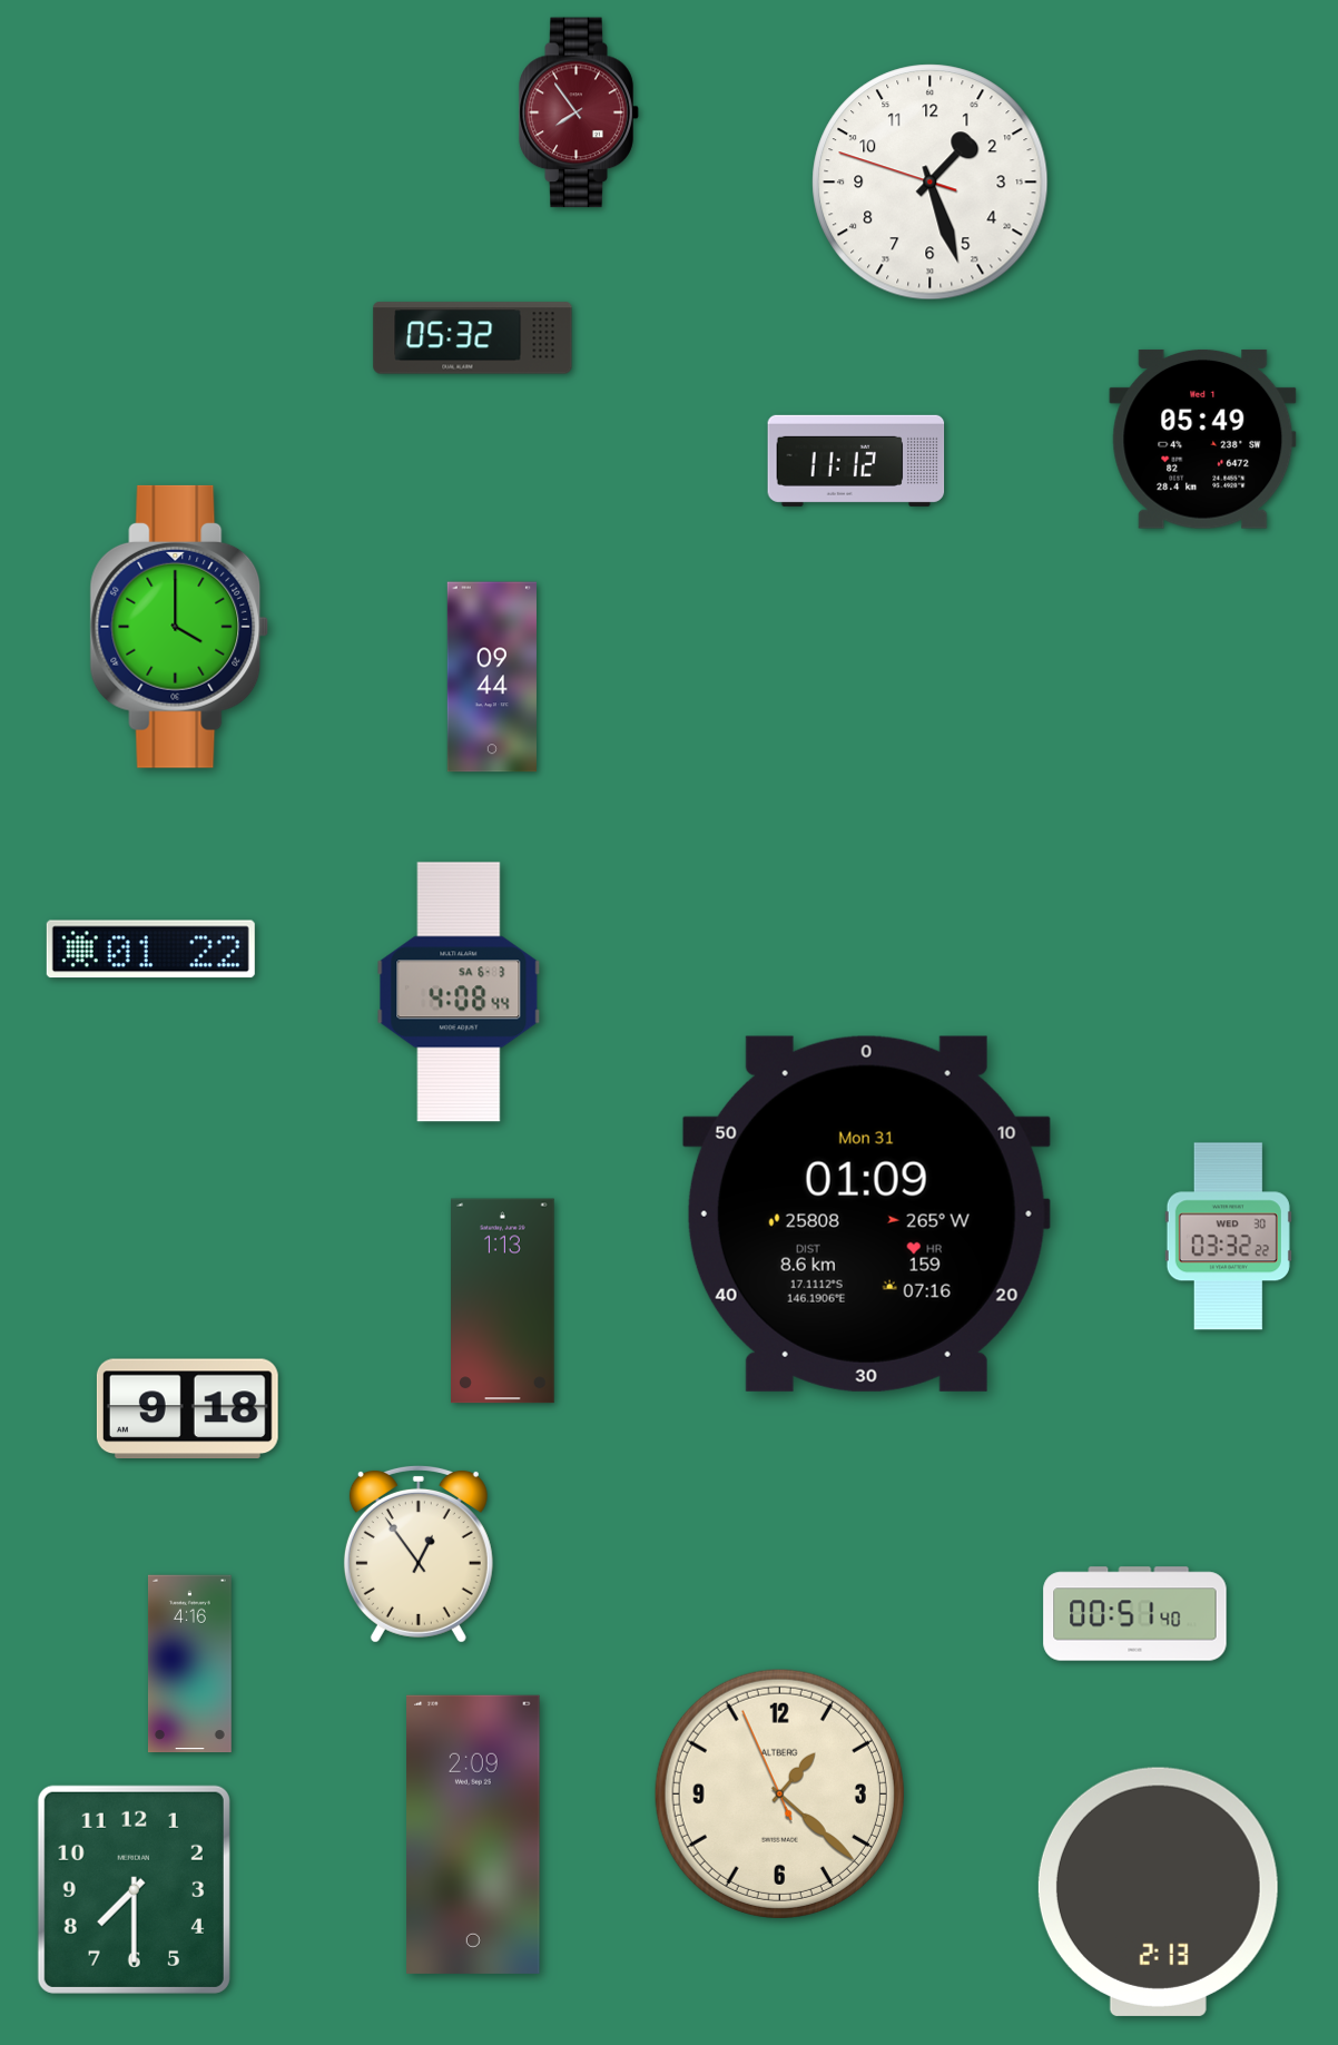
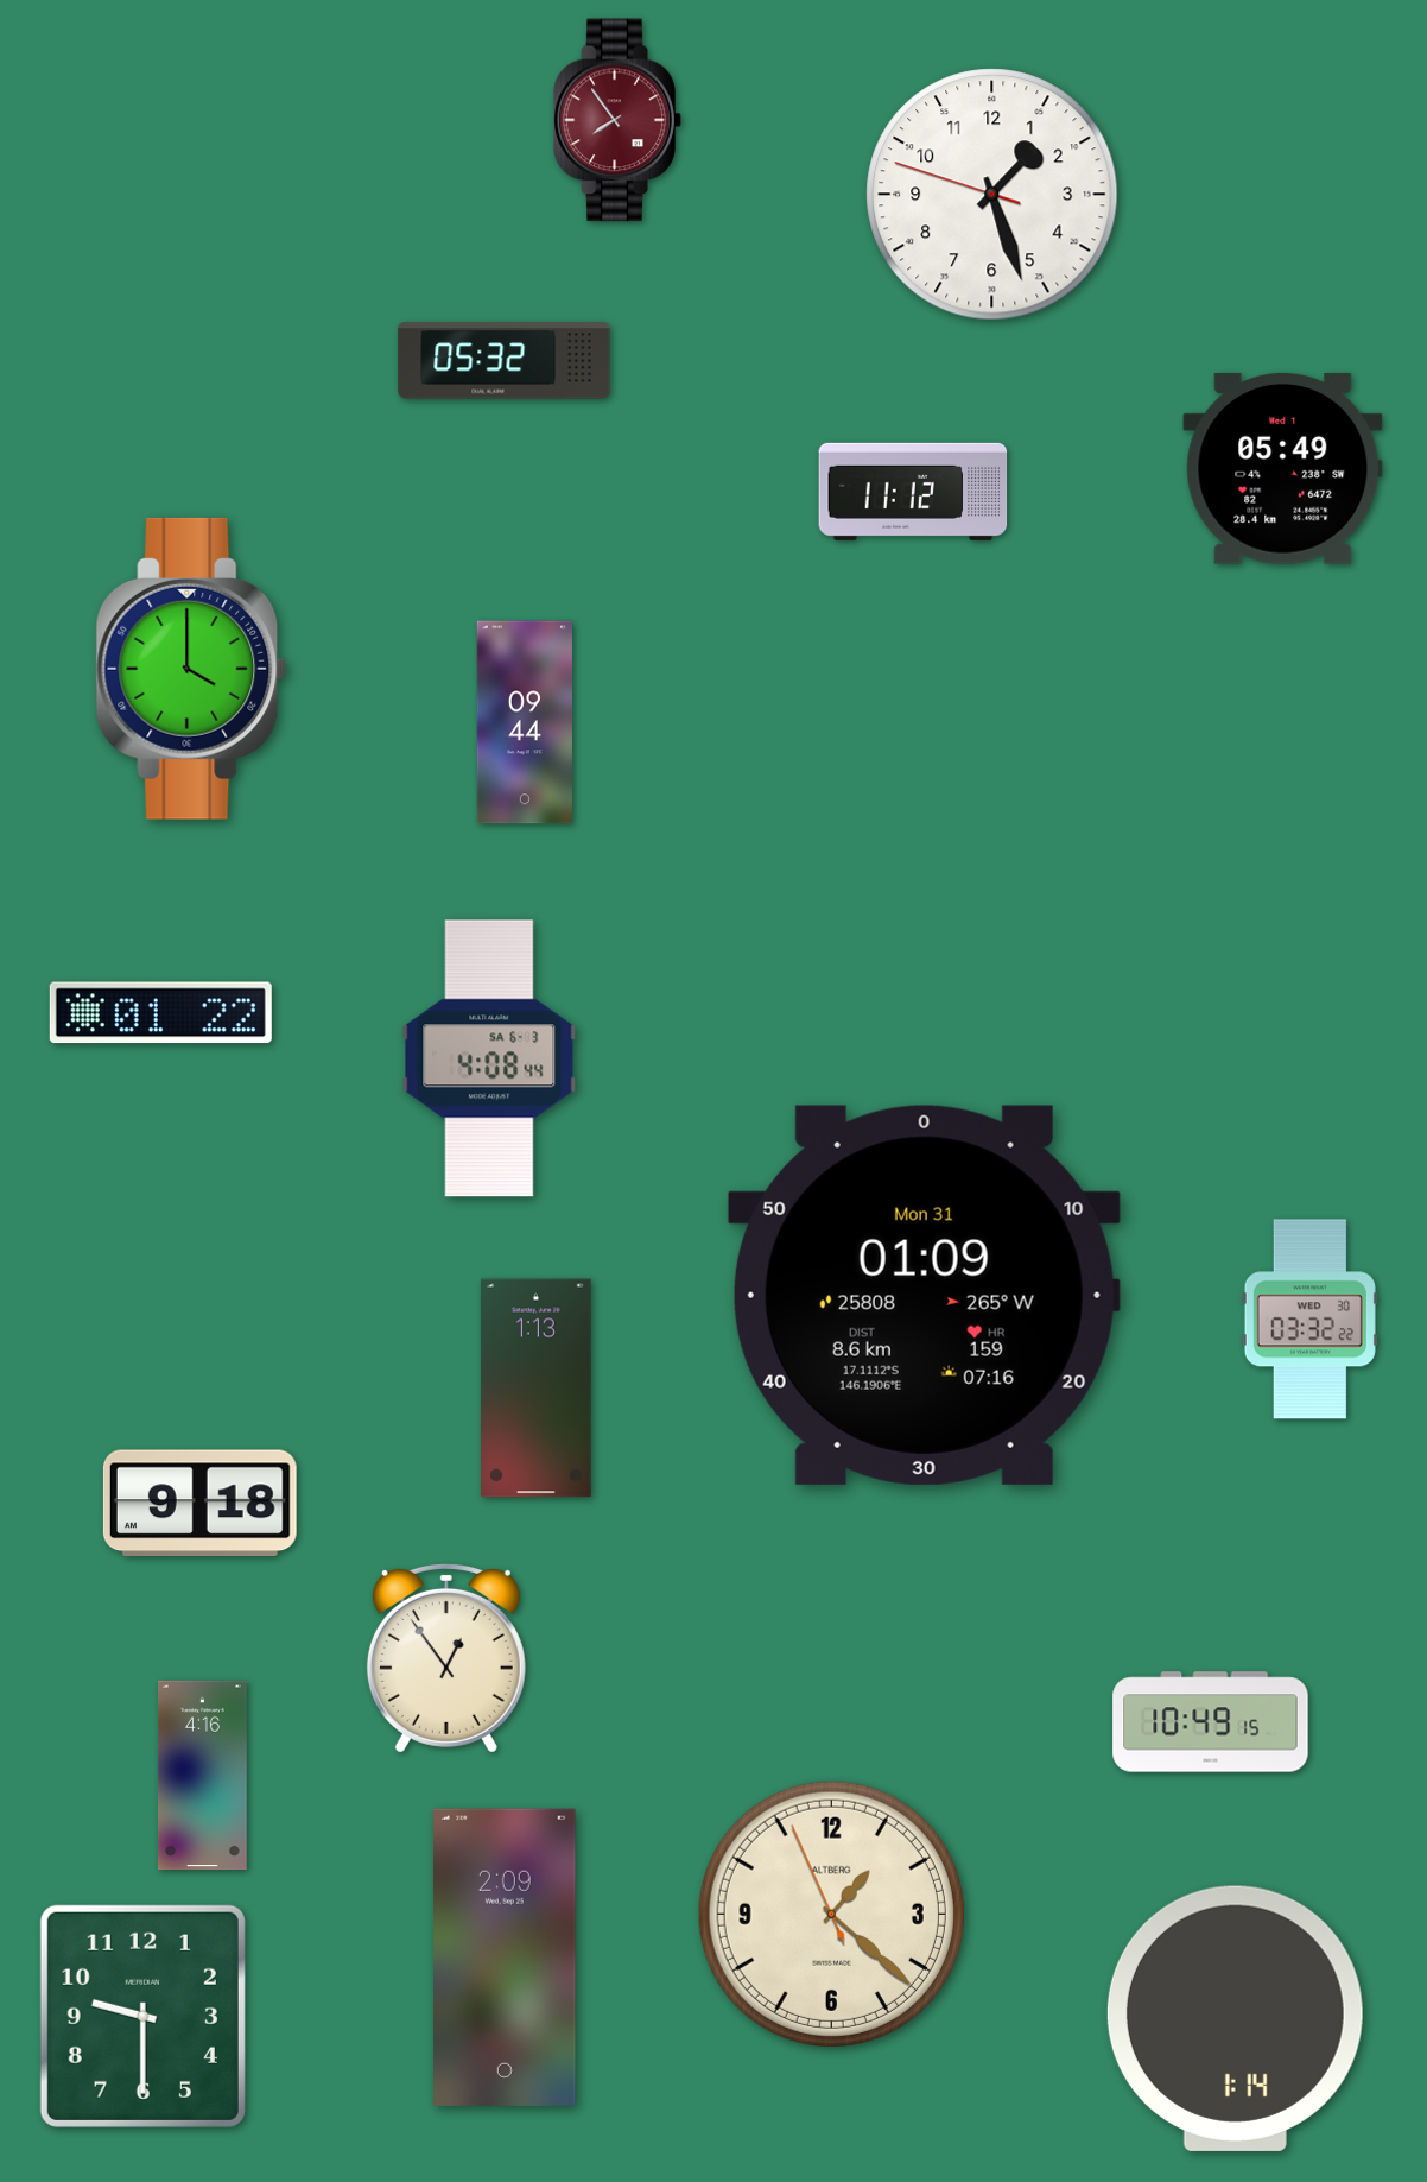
clock at (1135, 1614): 00:51 -> 10:49
clock at (134, 1889): 7:30 -> 9:30
clock at (1158, 1891): 2:13 -> 1:14
